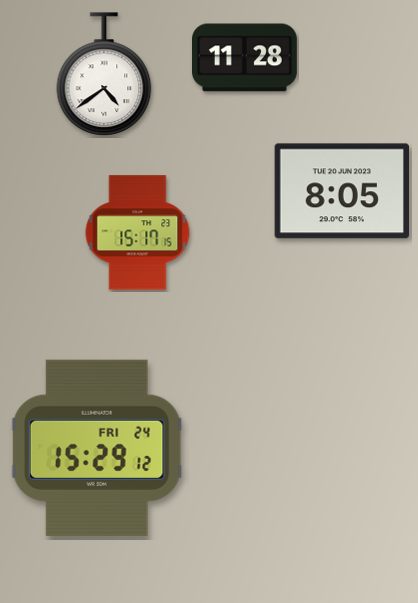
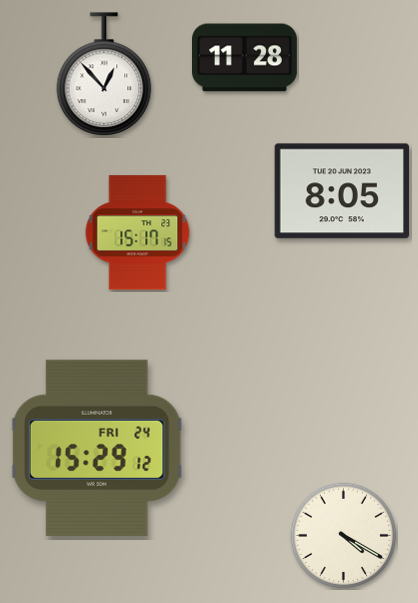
clock at (104, 74): 4:39 -> 12:53
clock at (344, 536): none -> 4:20
